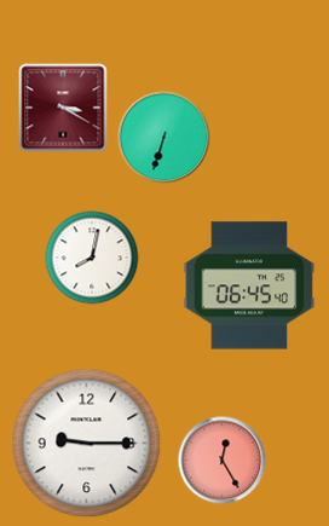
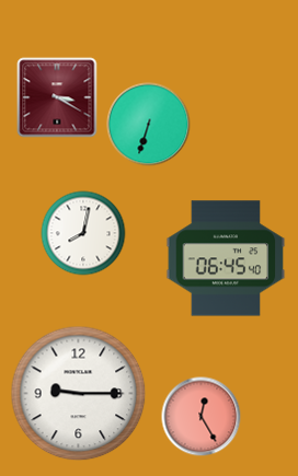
clock at (87, 444) position: (87, 444) -> (79, 394)
